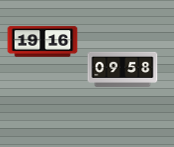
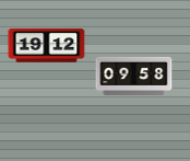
clock at (43, 42): 19:16 -> 19:12
